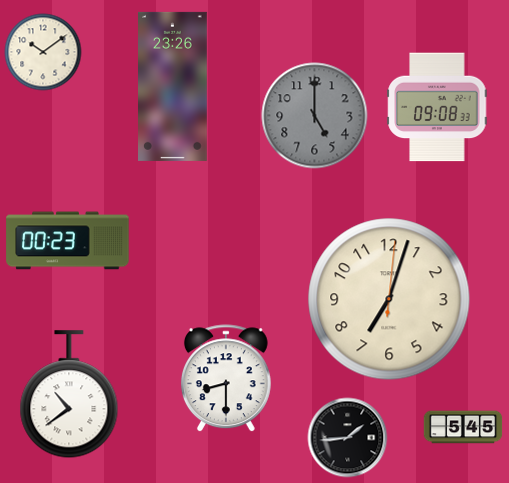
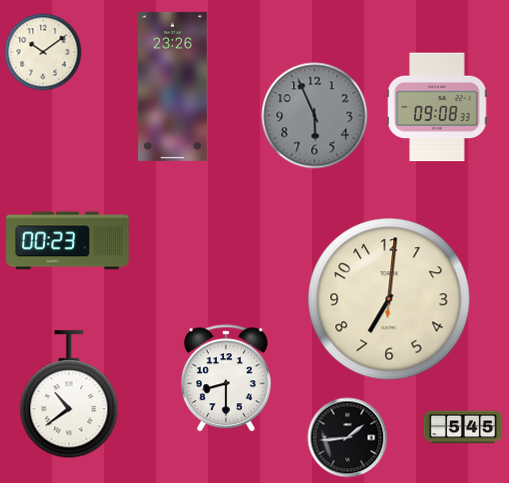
clock at (315, 116): 5:00 -> 5:56
clock at (389, 299): 7:03 -> 7:01
